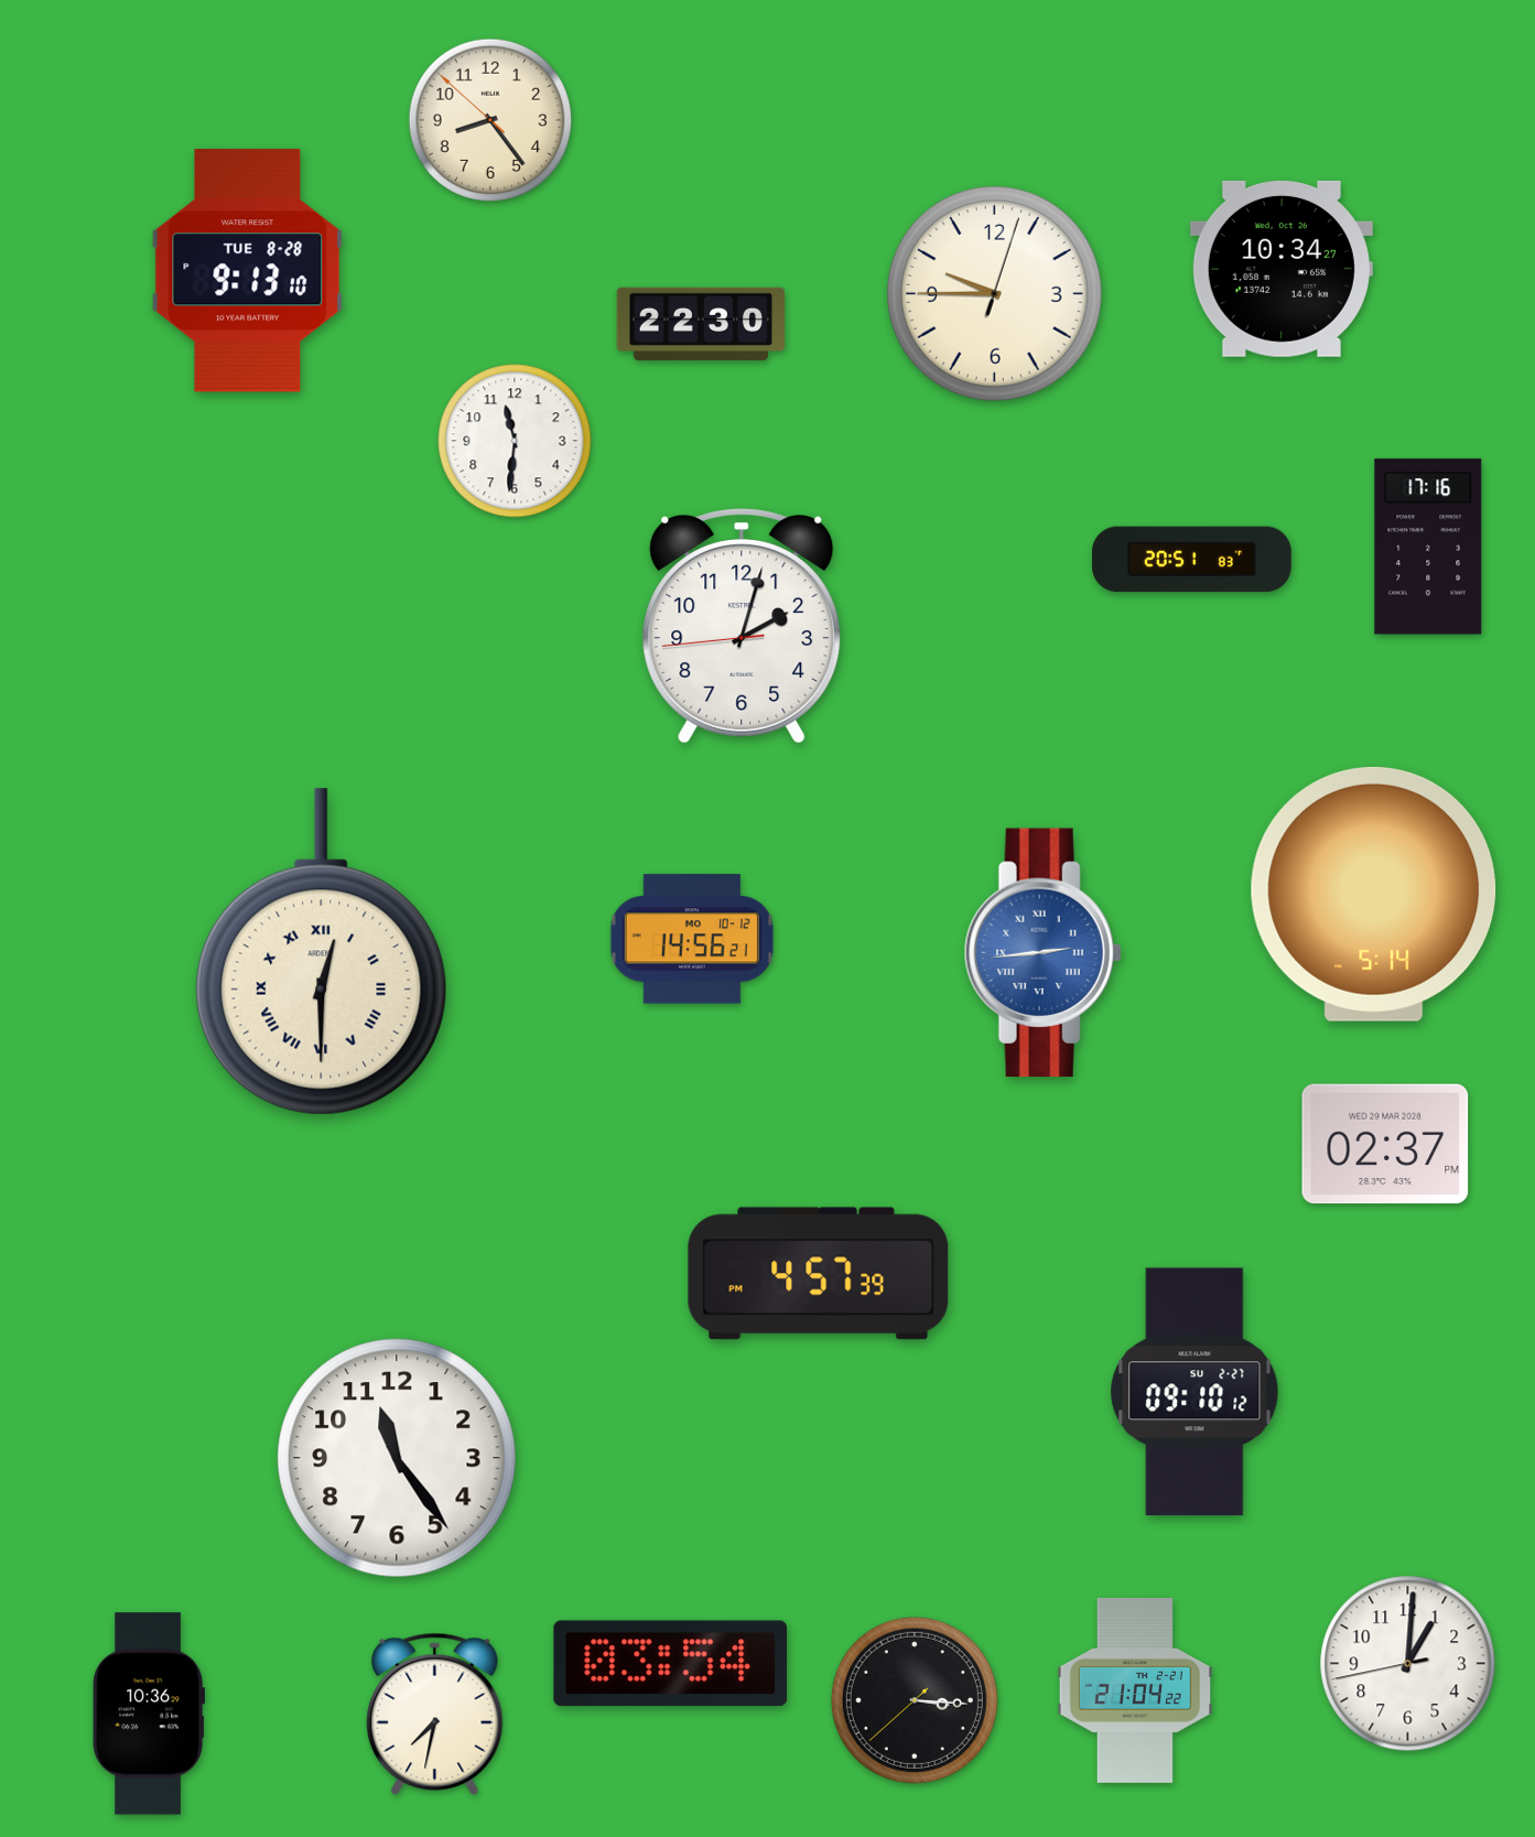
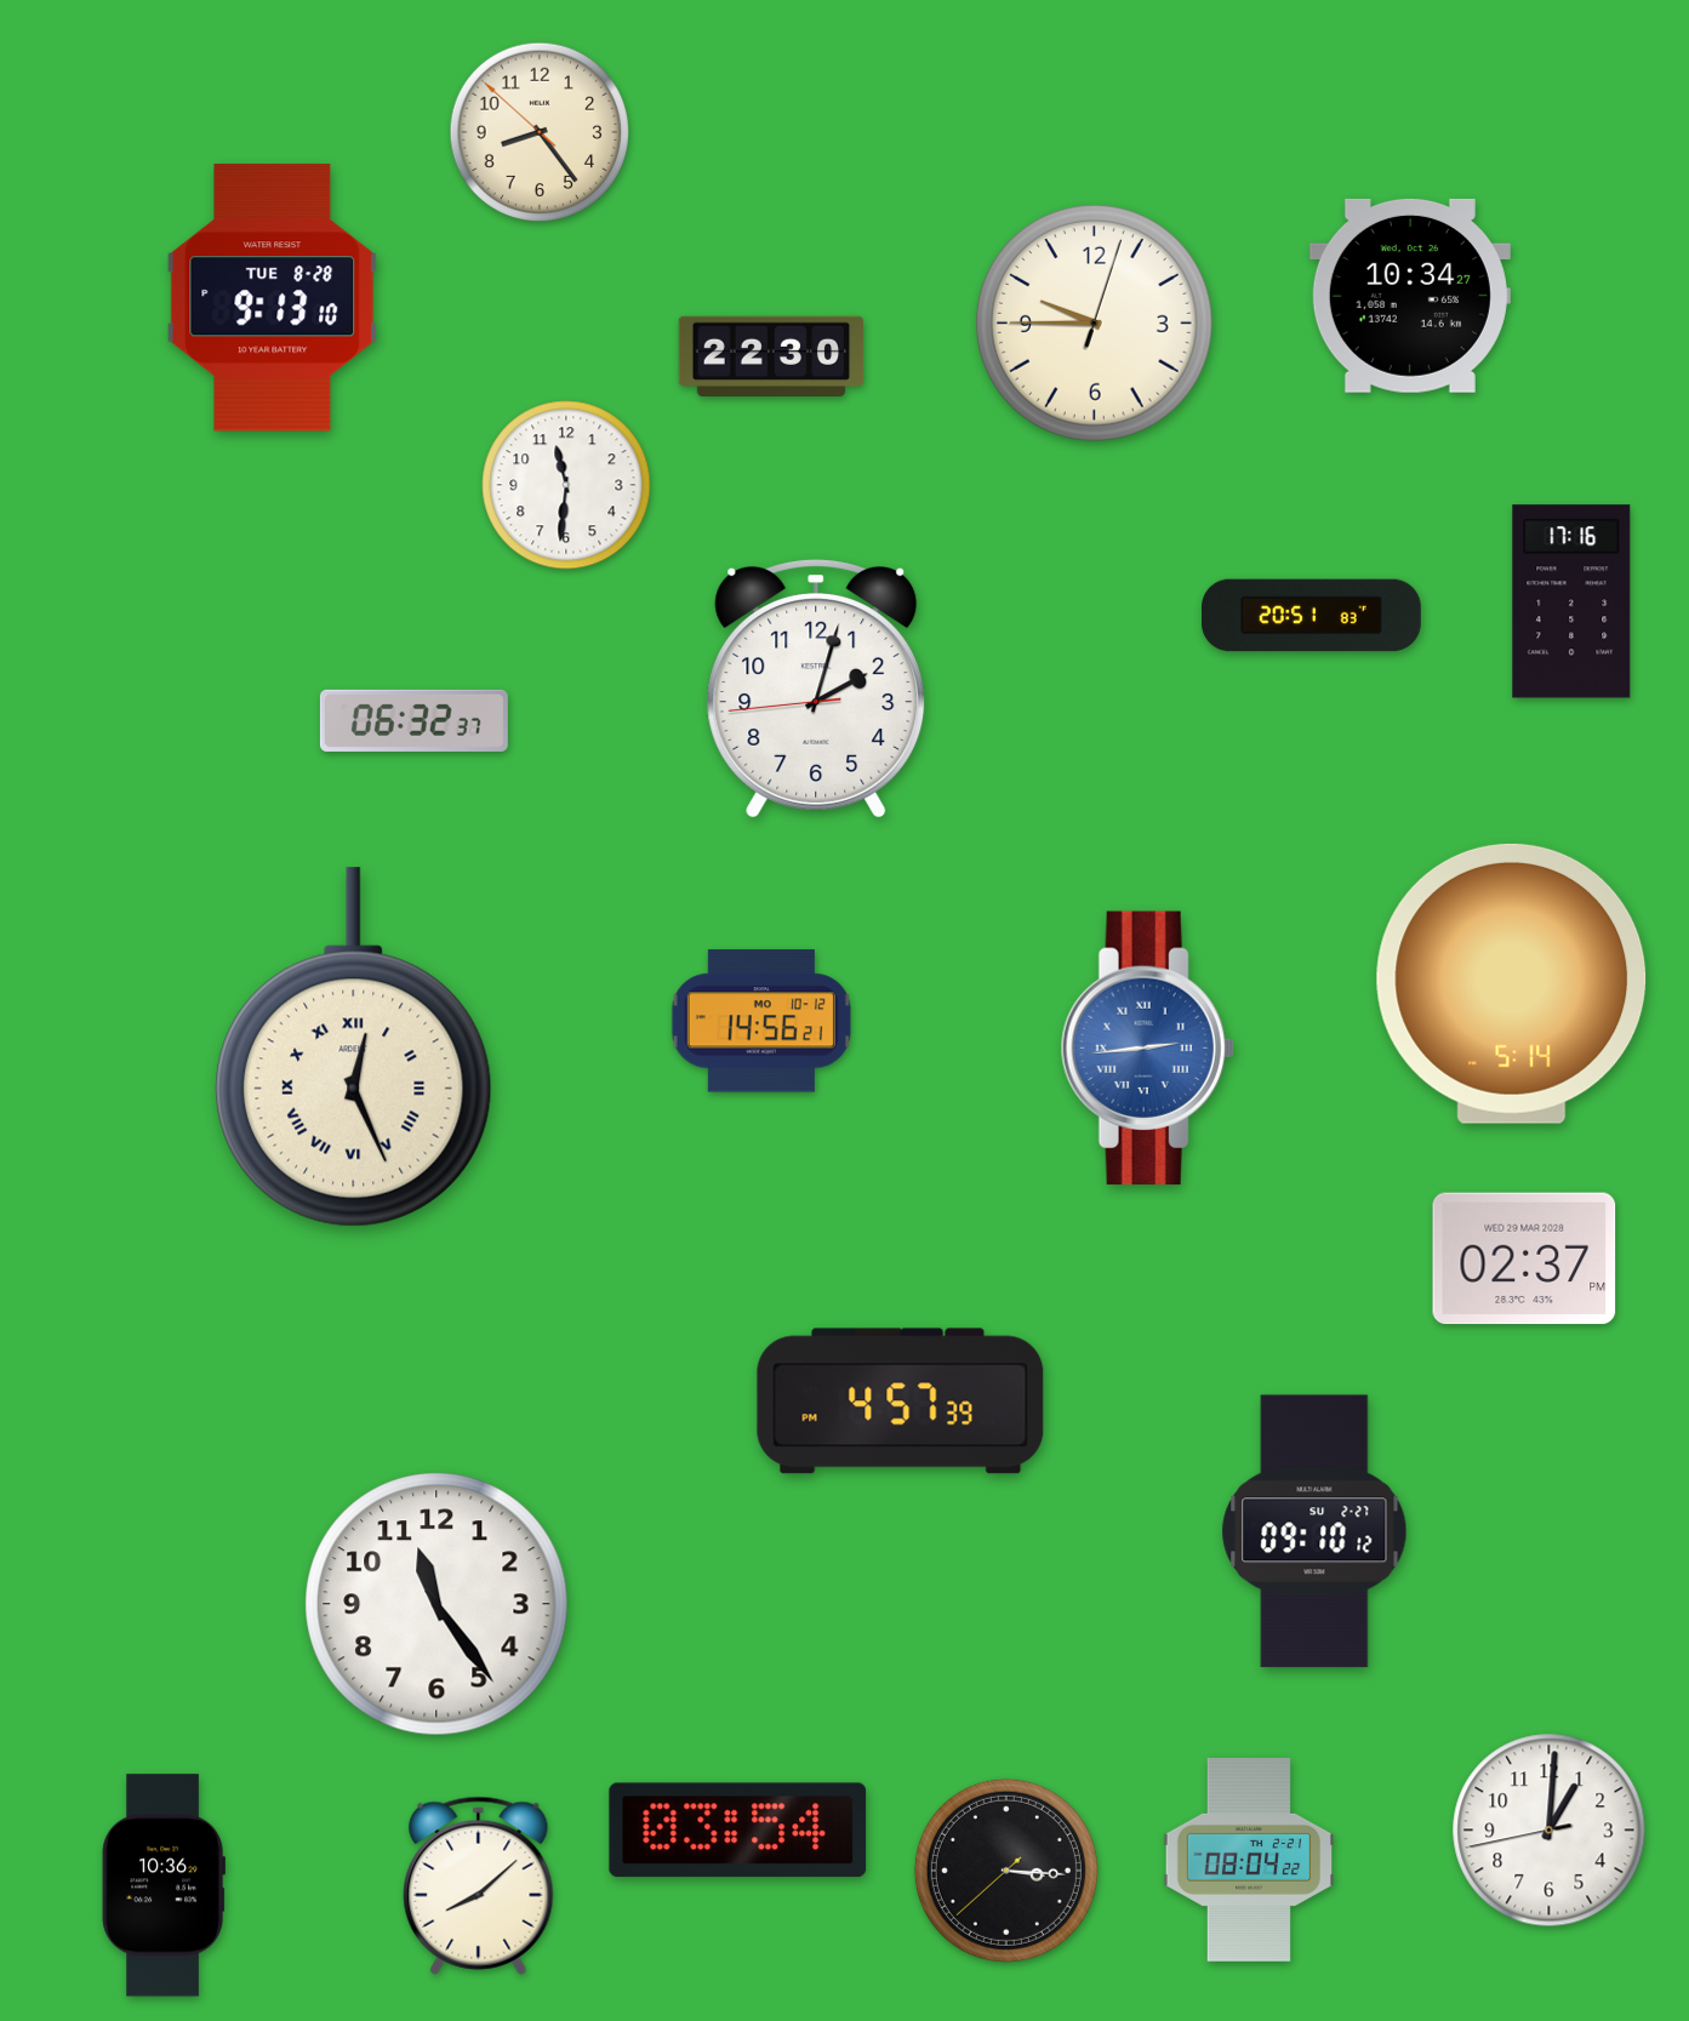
clock at (413, 720): none -> 06:32
clock at (692, 939) position: (692, 939) -> (761, 1021)
clock at (322, 952): 12:30 -> 12:26
clock at (1134, 1690): 21:04 -> 08:04
clock at (435, 1714): 7:32 -> 8:08
